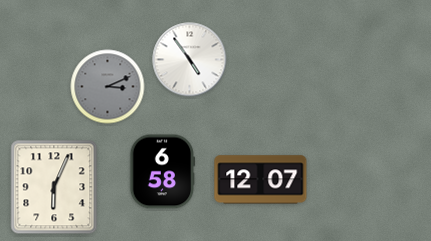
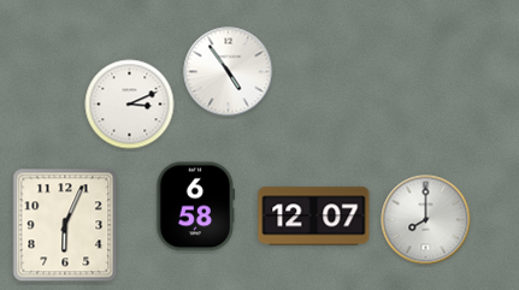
clock at (108, 87) dial: grey -> white
clock at (426, 220): none -> 8:00
